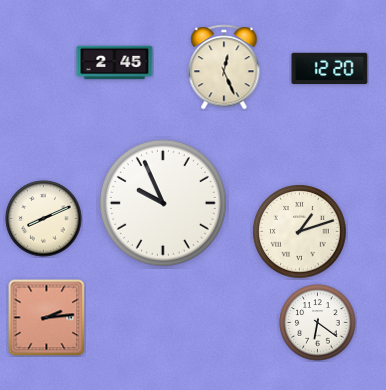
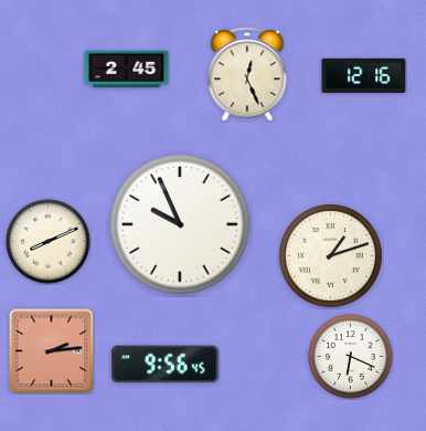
clock at (330, 69): 12:20 -> 12:16
clock at (318, 323): 6:21 -> 6:19
clock at (166, 365): none -> 9:56
